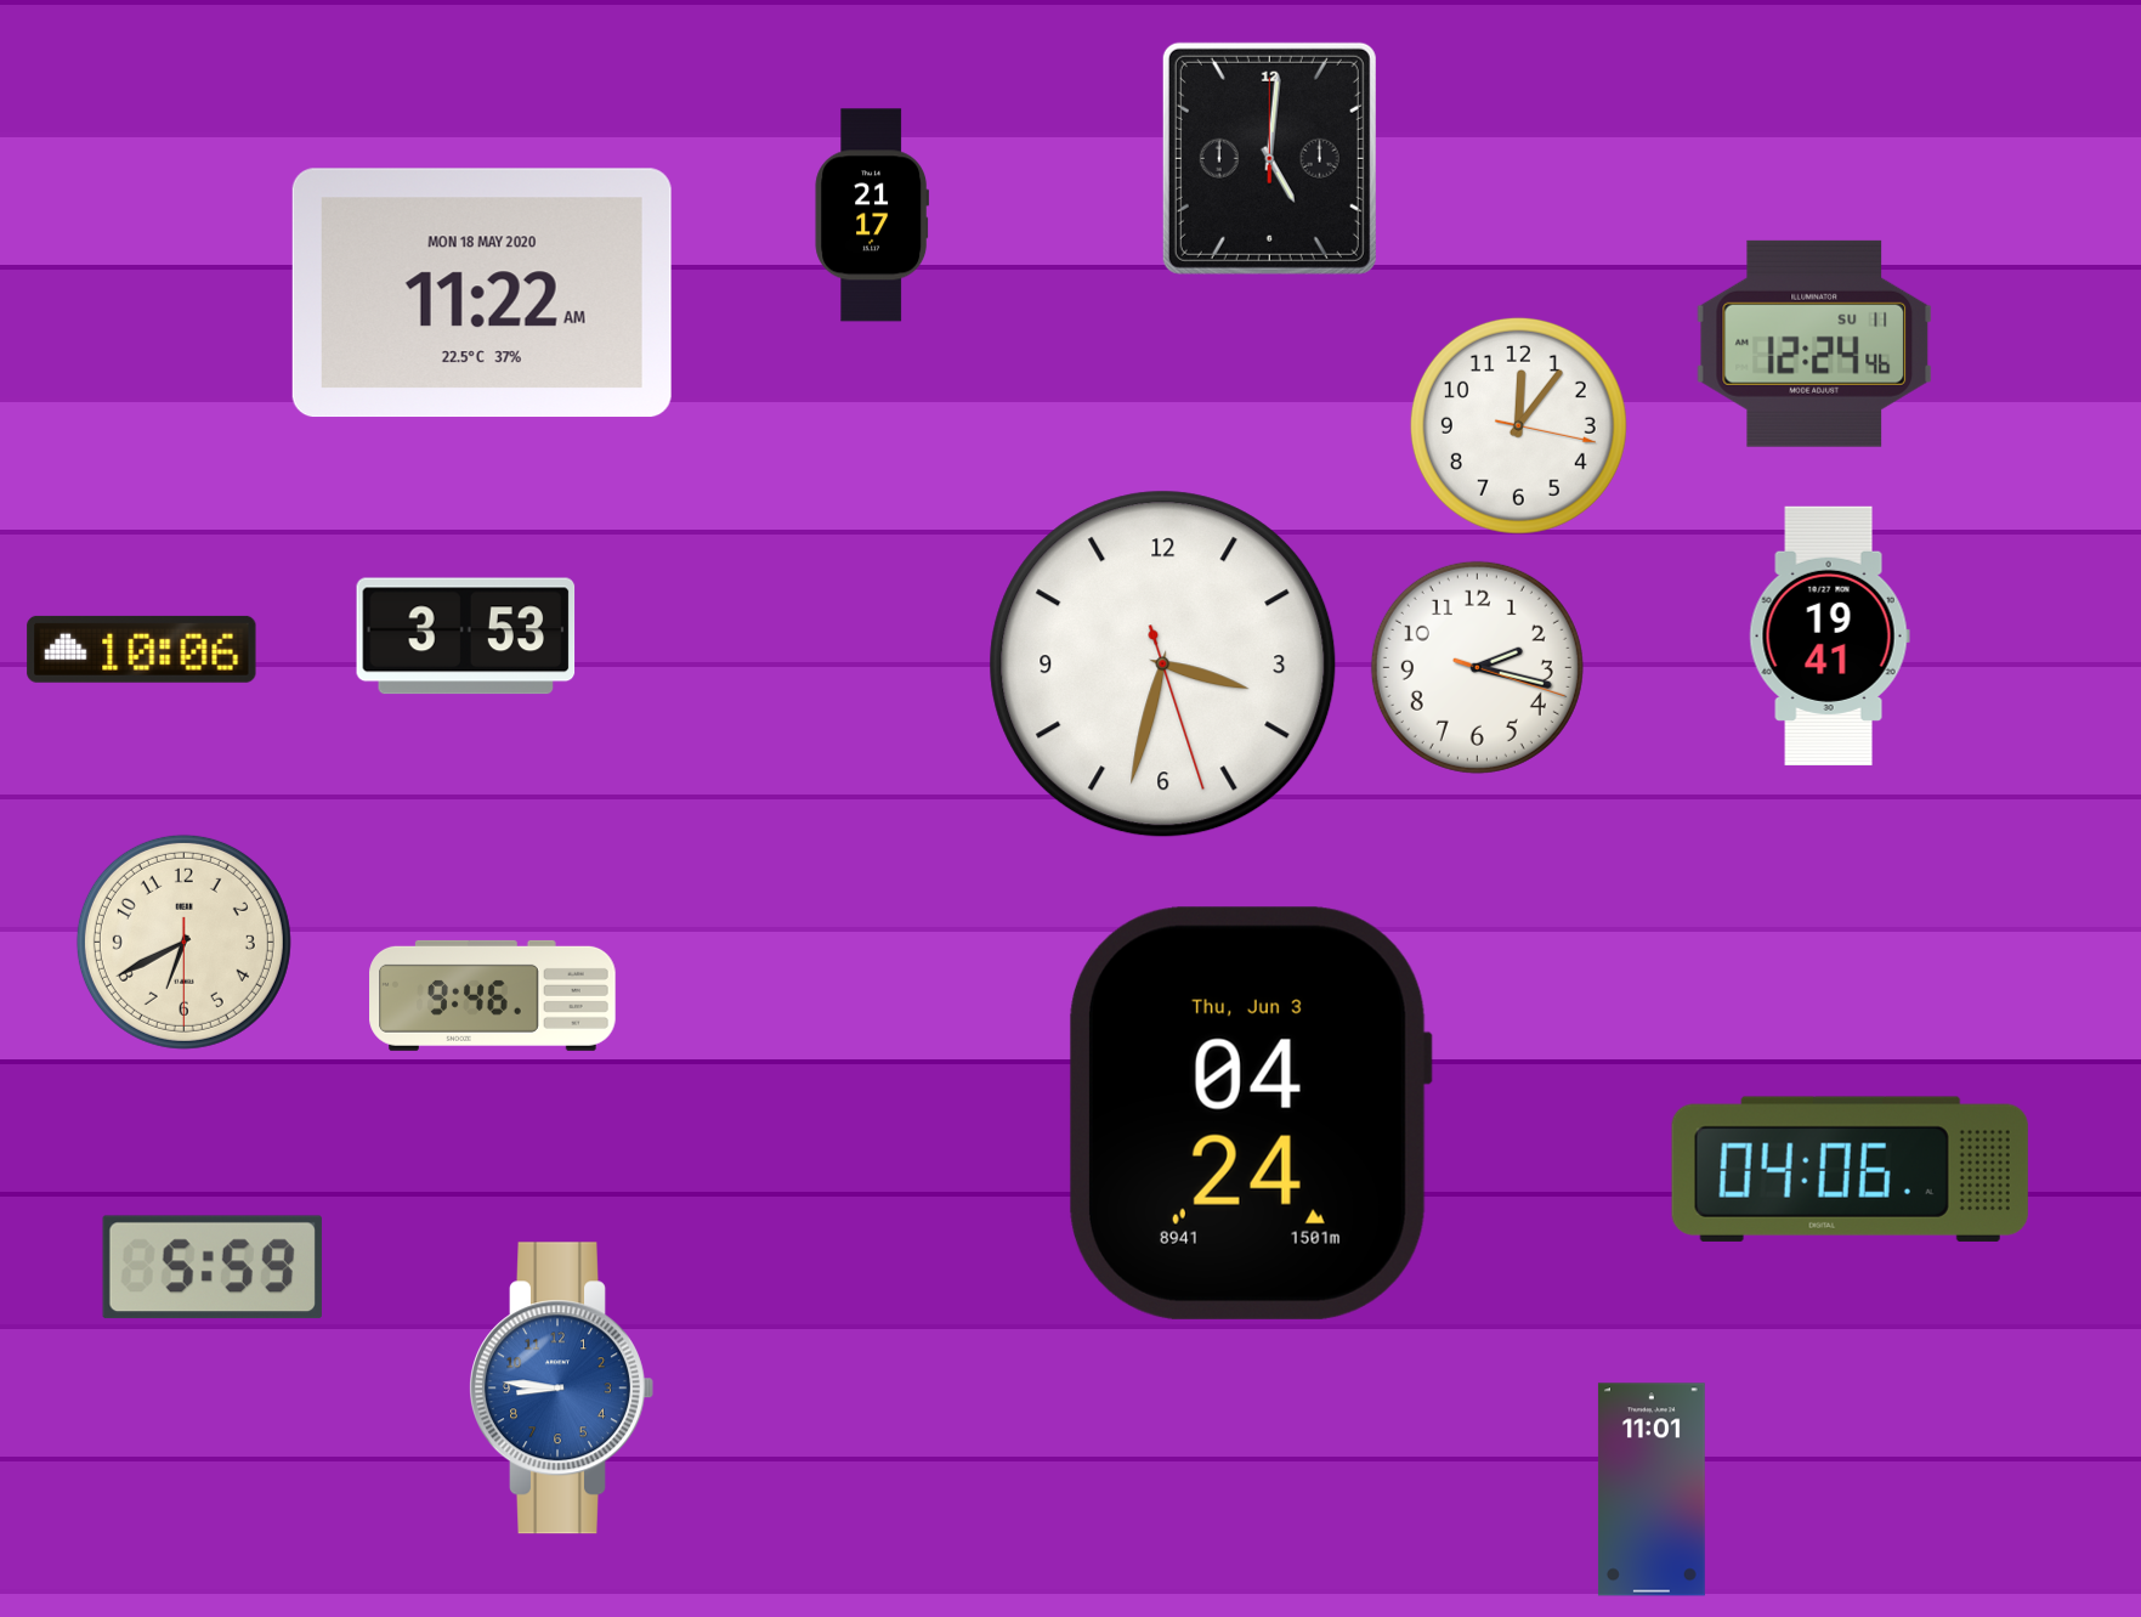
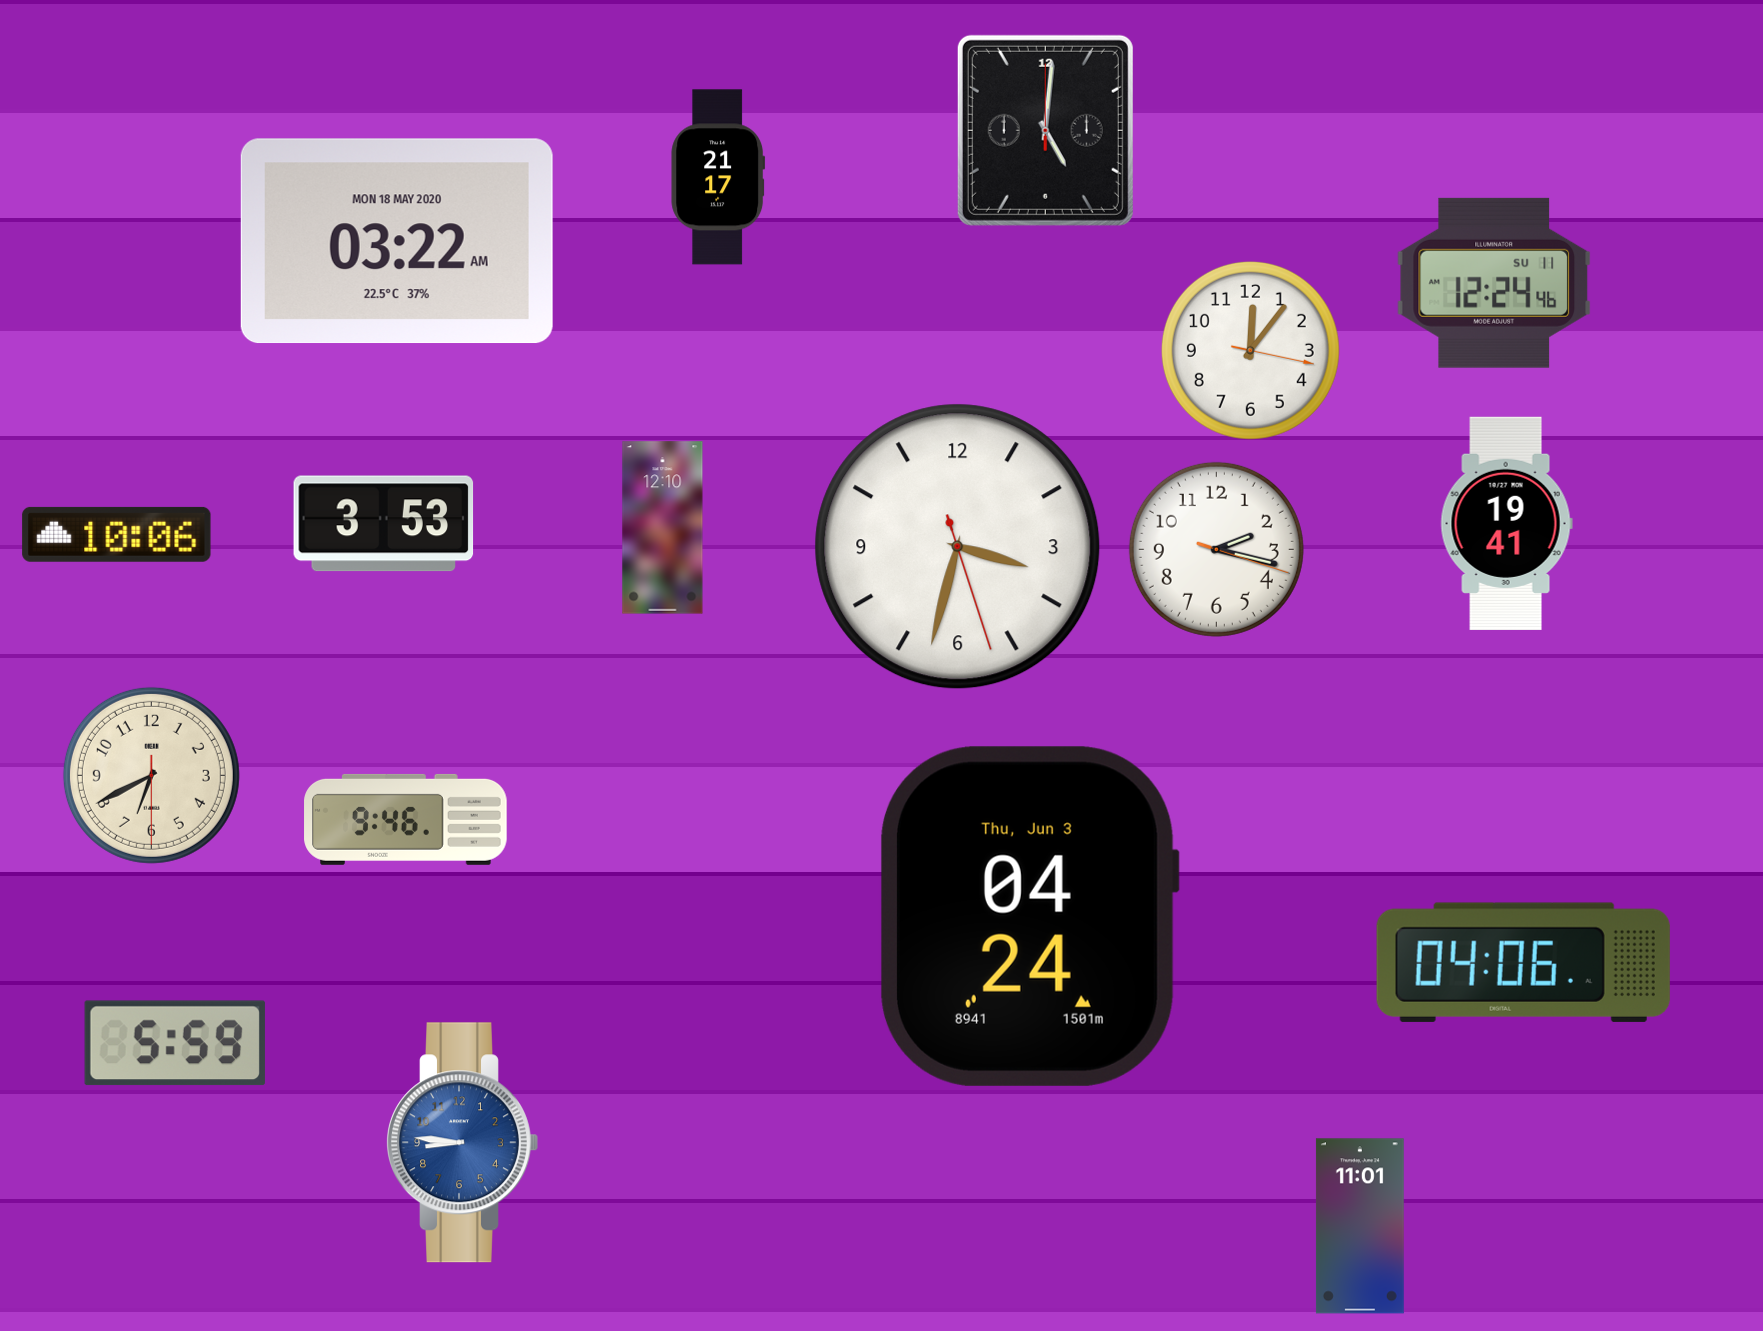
clock at (482, 293): 11:22 -> 03:22
clock at (663, 528): none -> 12:10
